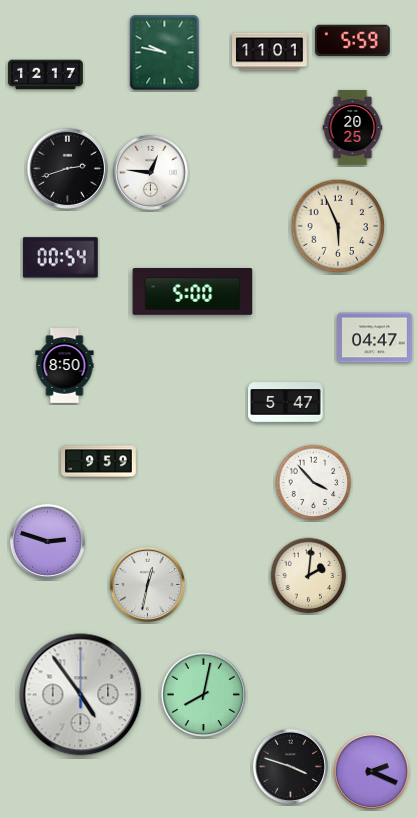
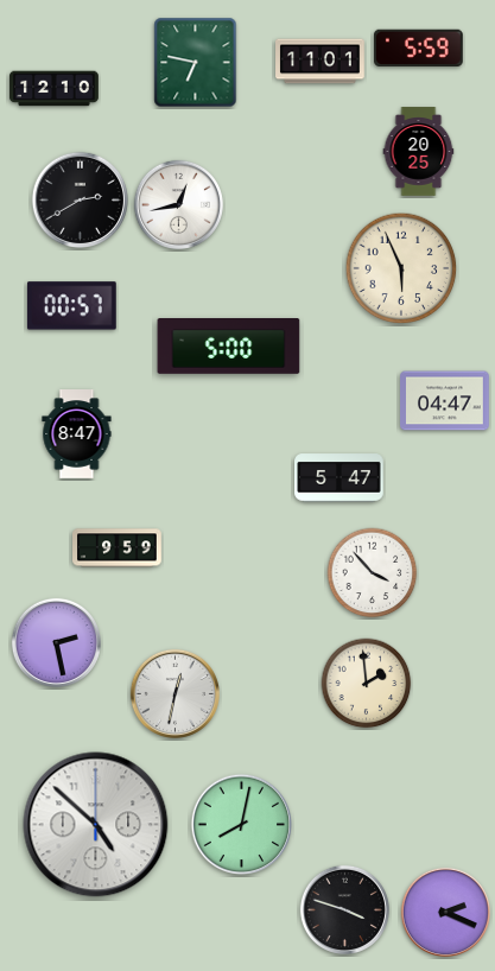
clock at (165, 53): 9:47 -> 6:47
clock at (46, 75): 12:17 -> 12:10
clock at (68, 169): 2:42 -> 2:40
clock at (150, 172): 12:46 -> 12:43
clock at (60, 258): 00:54 -> 00:57
clock at (65, 366): 8:50 -> 8:47
clock at (47, 541): 2:48 -> 2:28
clock at (309, 576): 2:01 -> 1:59
clock at (81, 695): 4:54 -> 4:52
clock at (371, 771) position: (371, 771) -> (445, 912)
